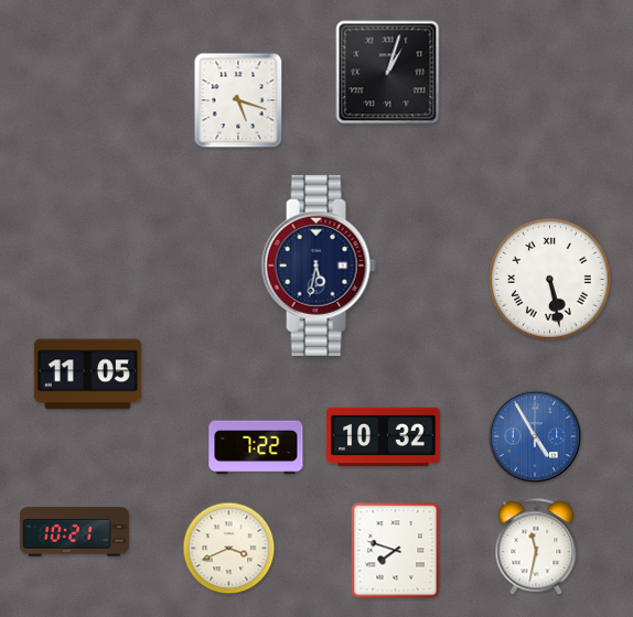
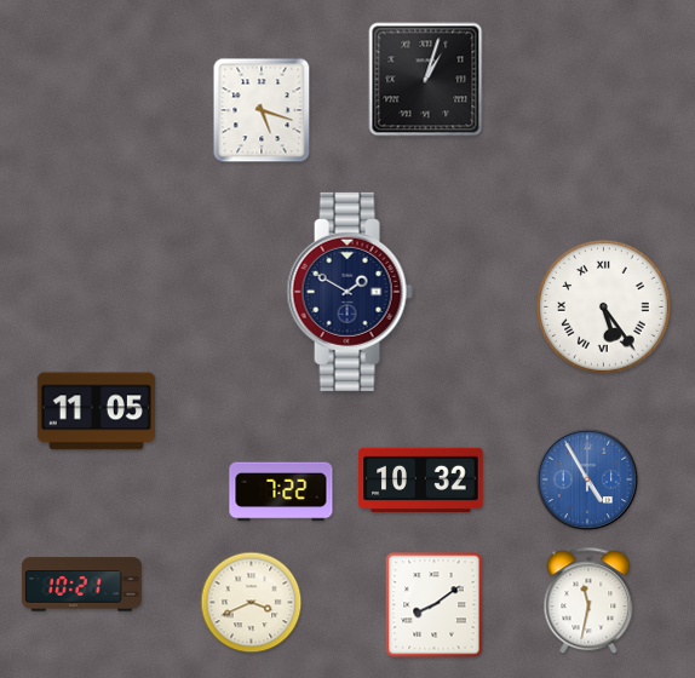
clock at (319, 266): 5:32 -> 1:50
clock at (550, 280): 5:28 -> 5:24
clock at (396, 551): 7:48 -> 8:09
